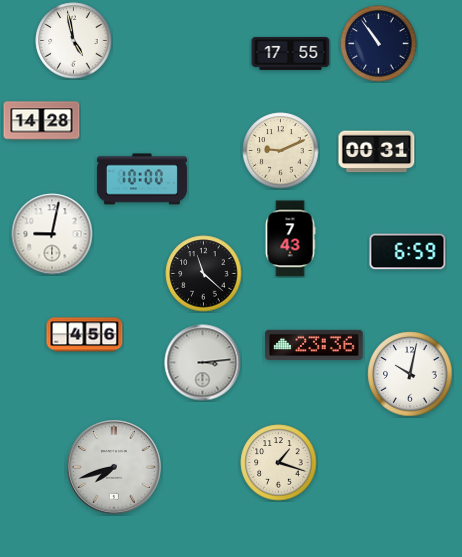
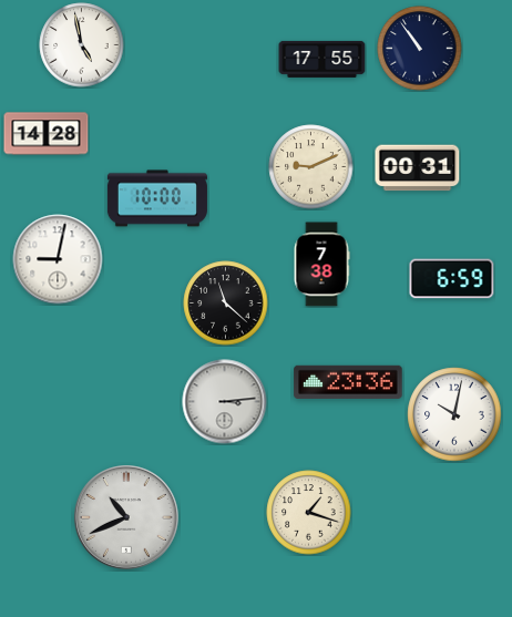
clock at (290, 239): 7:43 -> 7:38
clock at (85, 335): 4:56 -> none
clock at (115, 468): 7:42 -> 10:41
